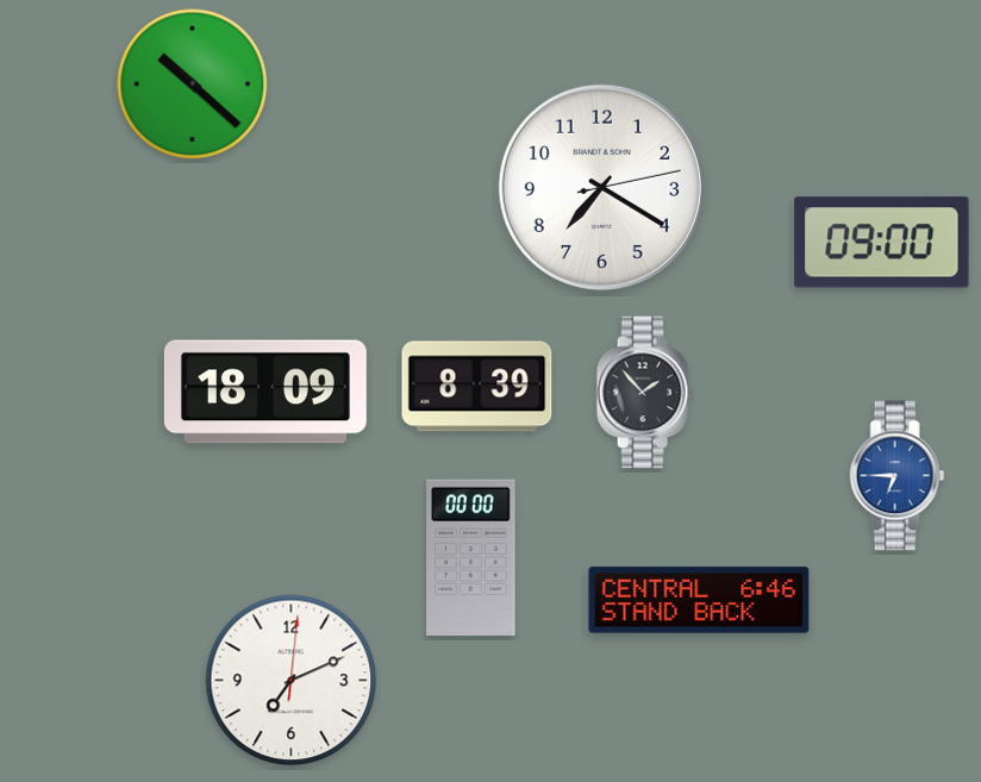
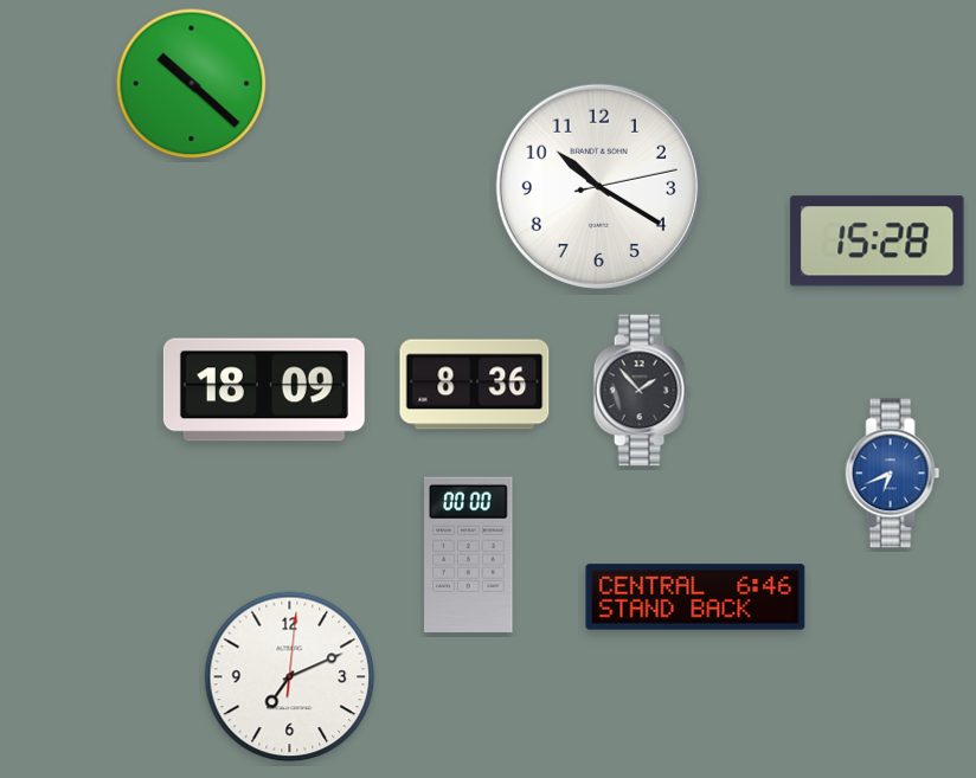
clock at (601, 187): 7:20 -> 10:20
clock at (882, 243): 09:00 -> 15:28
clock at (477, 387): 8:39 -> 8:36
clock at (898, 476): 6:45 -> 6:41
